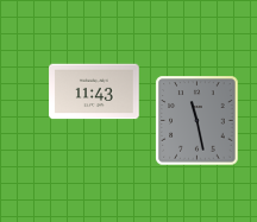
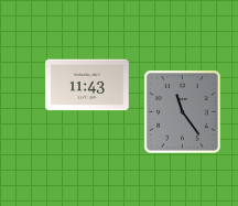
clock at (198, 121): 11:28 -> 11:24
